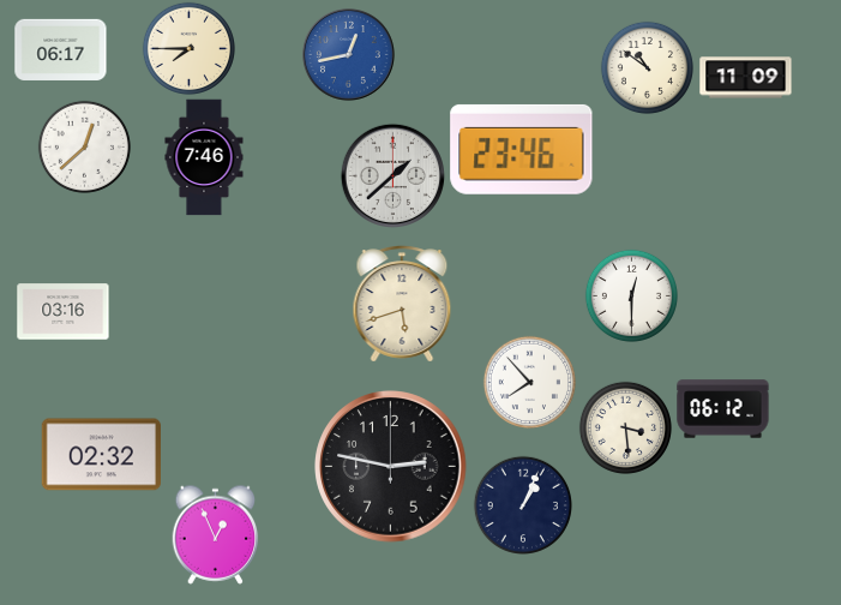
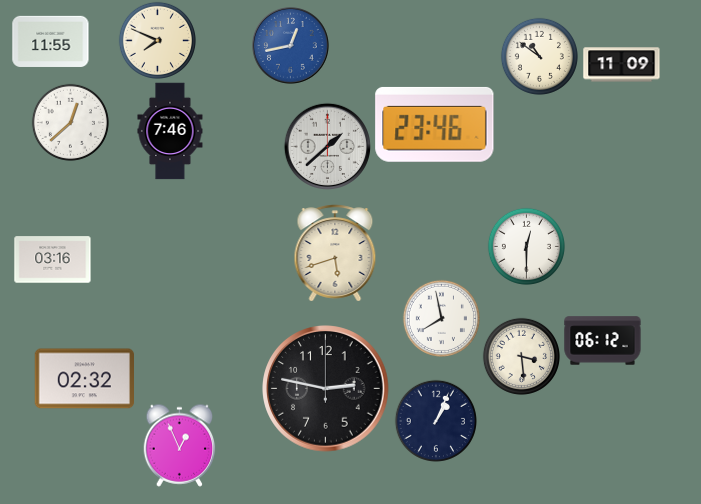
clock at (188, 48): 7:45 -> 7:49
clock at (61, 49): 06:17 -> 11:55
clock at (529, 382): 7:53 -> 7:58
